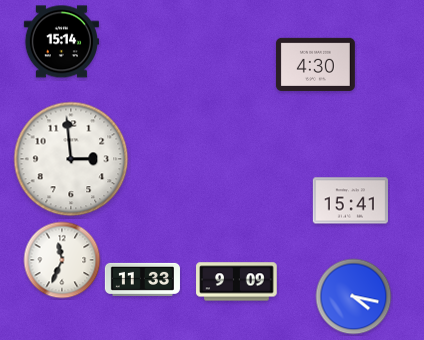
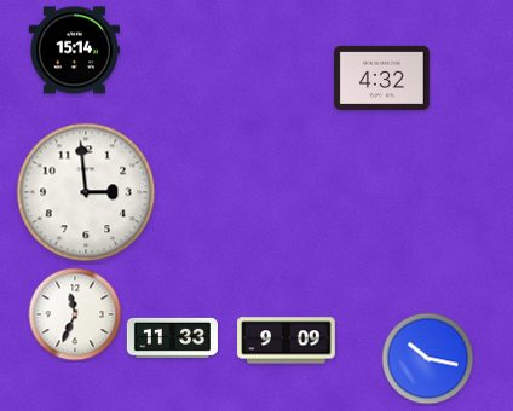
clock at (315, 64): 4:30 -> 4:32
clock at (350, 201): 15:41 -> none
clock at (354, 297): 4:17 -> 10:17
